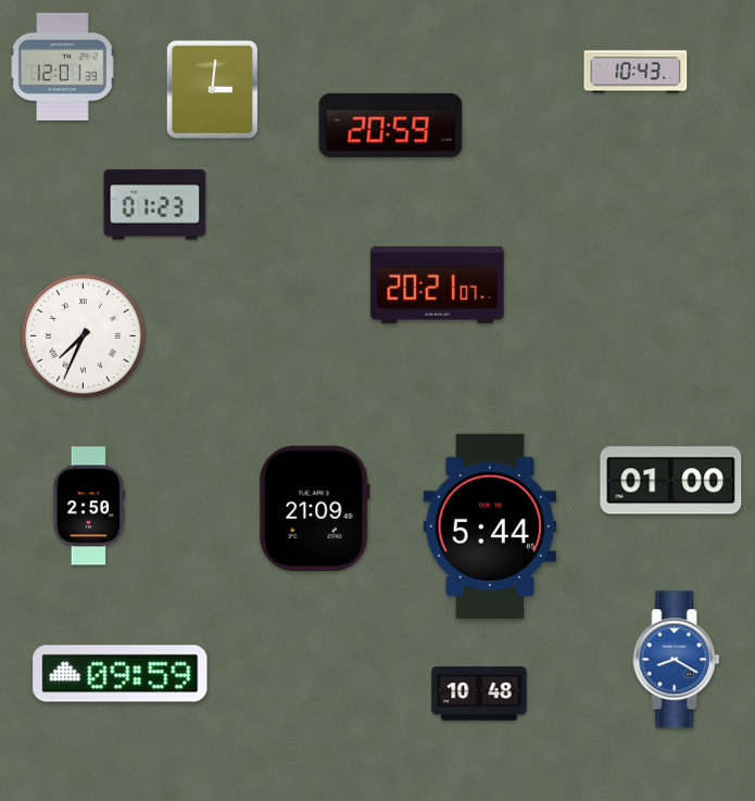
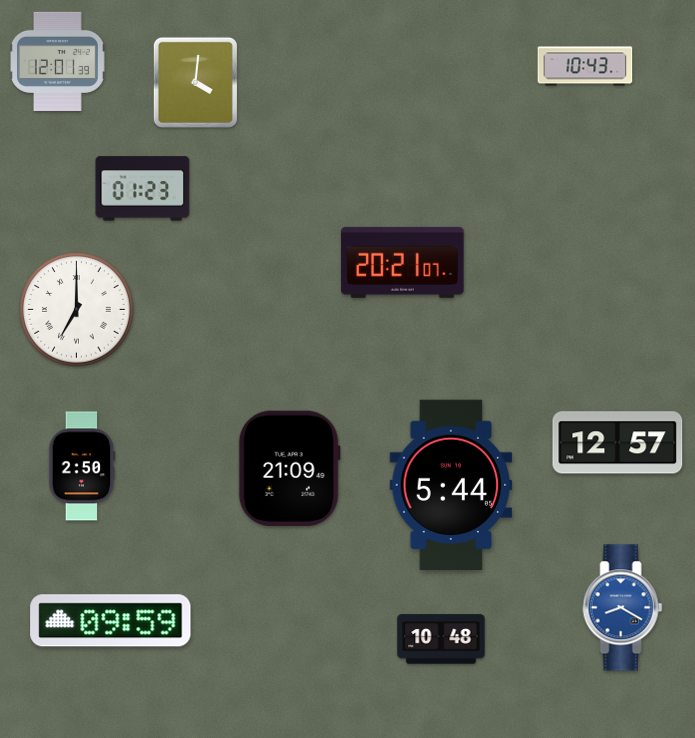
clock at (212, 89): 3:01 -> 4:01
clock at (391, 125): 20:59 -> none
clock at (84, 336): 7:34 -> 7:00
clock at (671, 481): 01:00 -> 12:57
